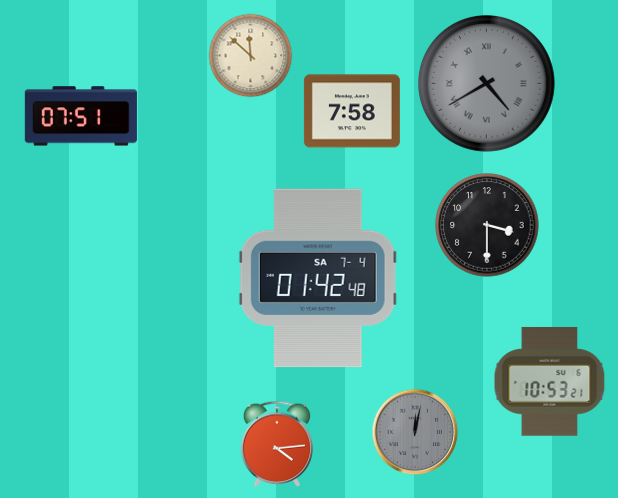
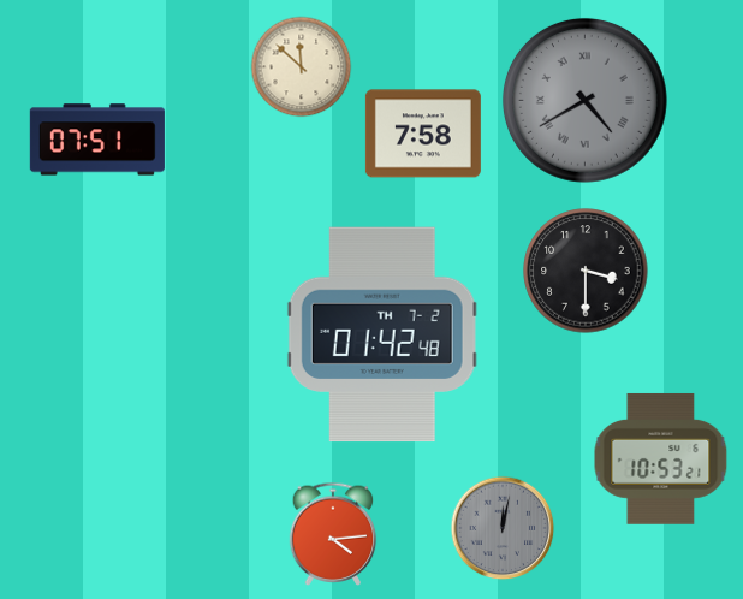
clock at (318, 278) date: SA 7-4 -> TH 7-2
clock at (415, 432) position: (415, 432) -> (503, 528)
